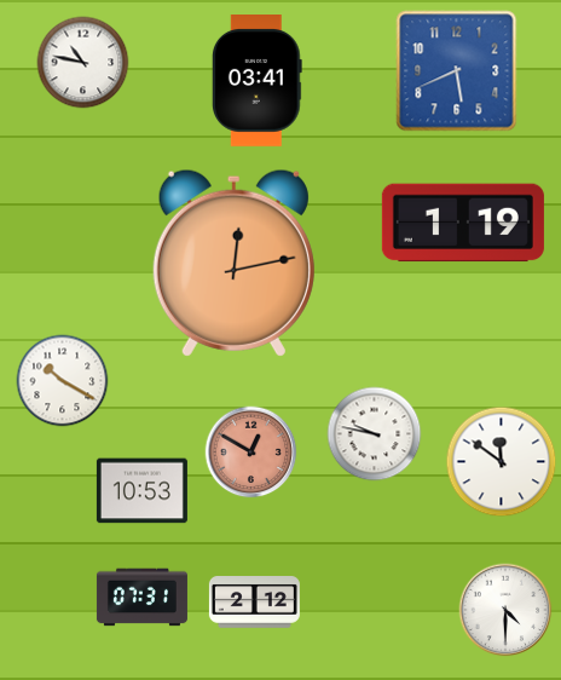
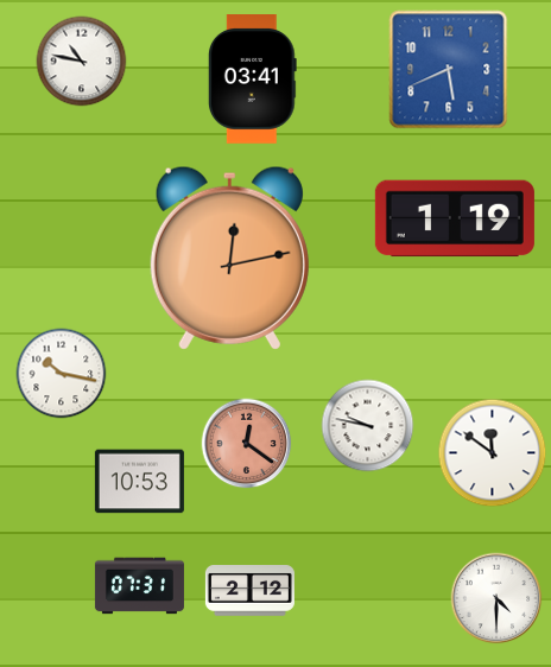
clock at (63, 381): 10:20 -> 10:17
clock at (251, 453): 12:50 -> 12:21
